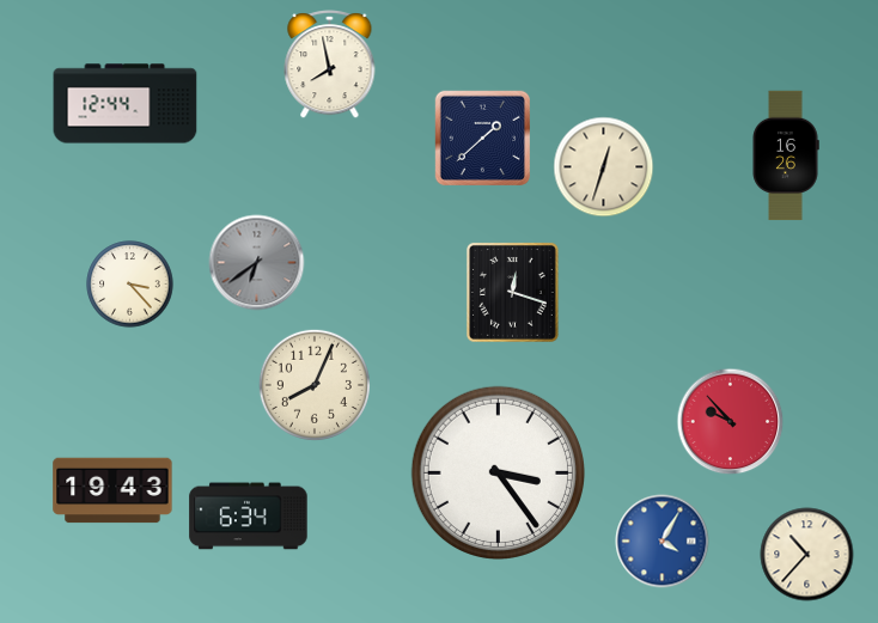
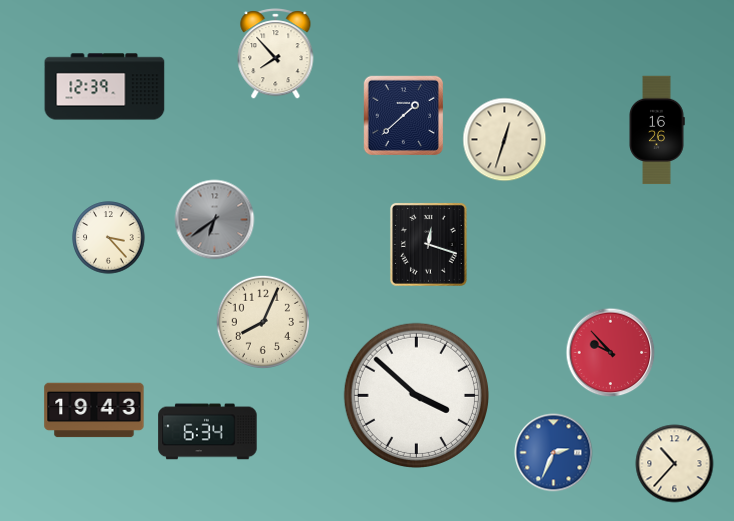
clock at (330, 65): 7:58 -> 7:53
clock at (126, 104): 12:44 -> 12:39
clock at (498, 472): 3:24 -> 3:52
clock at (663, 542): 4:05 -> 2:34
